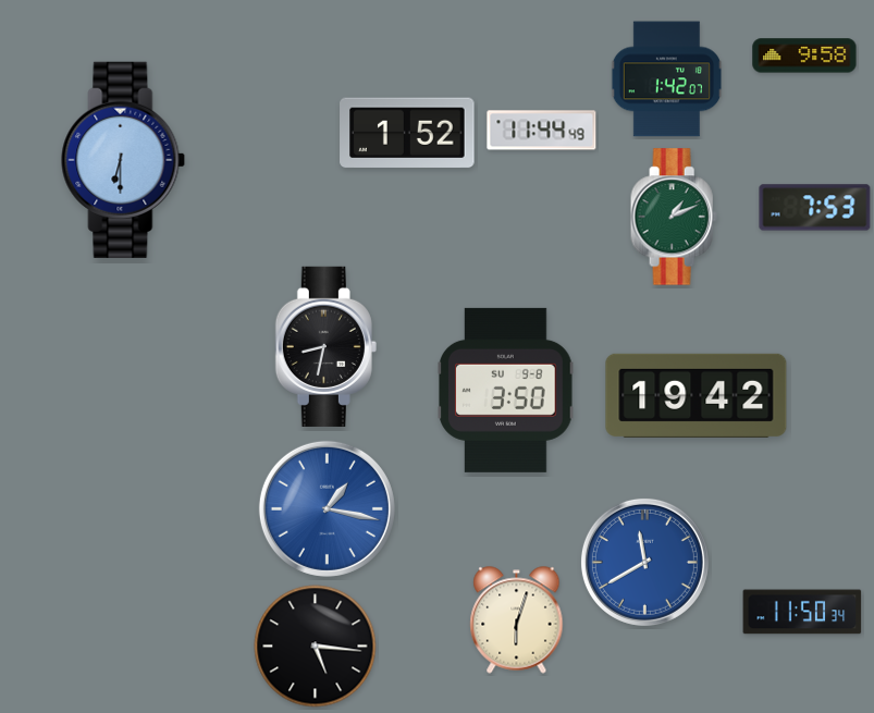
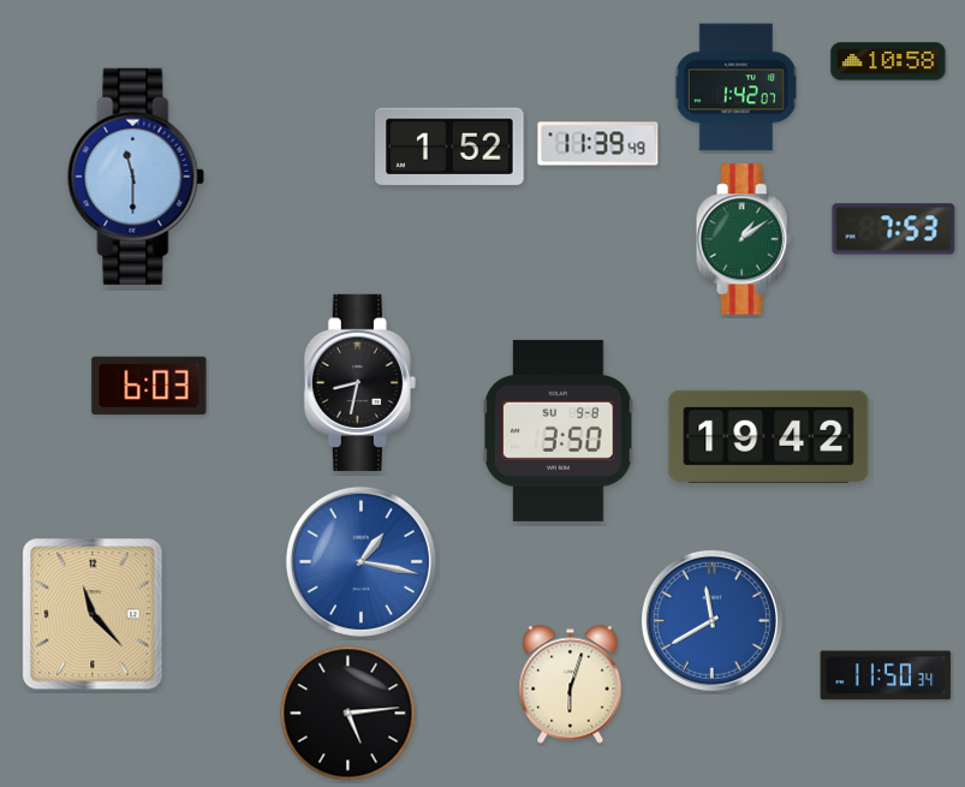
clock at (804, 56): 9:58 -> 10:58
clock at (542, 131): 11:44 -> 11:39
clock at (123, 160): 6:30 -> 11:30
clock at (815, 208) position: (815, 208) -> (894, 229)
clock at (674, 217): 1:11 -> 1:09
clock at (149, 386): none -> 6:03
clock at (93, 614): none -> 11:23
clock at (316, 647): 5:16 -> 5:14
